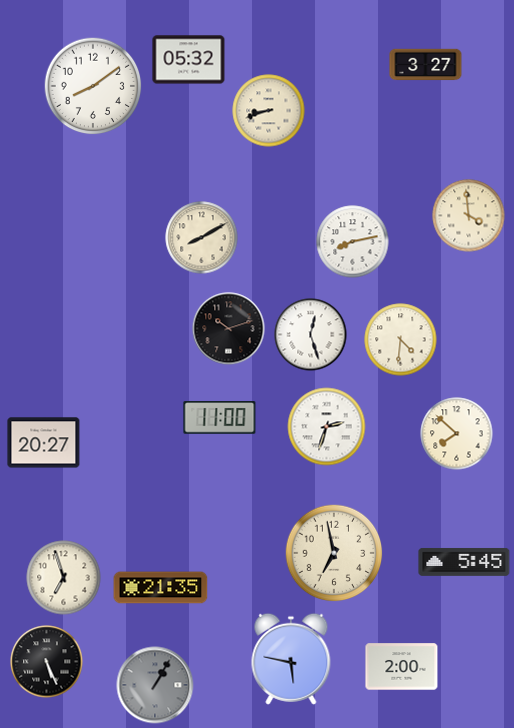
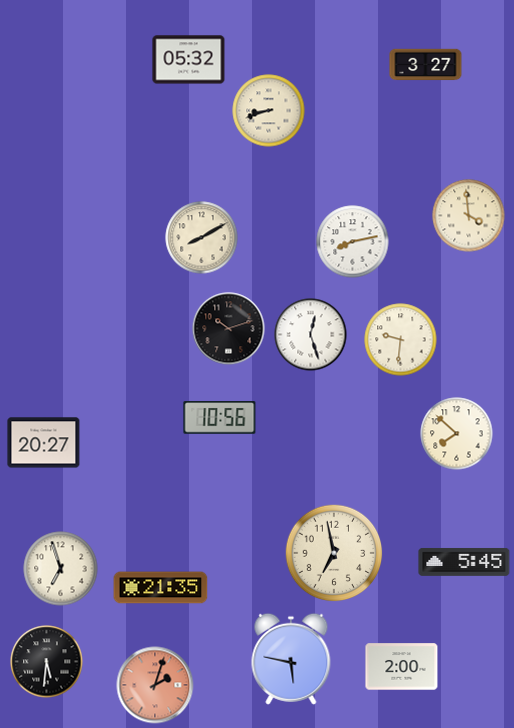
clock at (93, 86): 8:09 -> none
clock at (401, 340): 4:31 -> 9:31
clock at (220, 418): 11:00 -> 10:56
clock at (327, 427): 2:33 -> none
clock at (64, 578) position: (64, 578) -> (61, 569)
clock at (47, 662): 5:26 -> 5:31
clock at (155, 685): 1:05 -> 2:03
clock at (155, 685) dial: grey -> salmon
